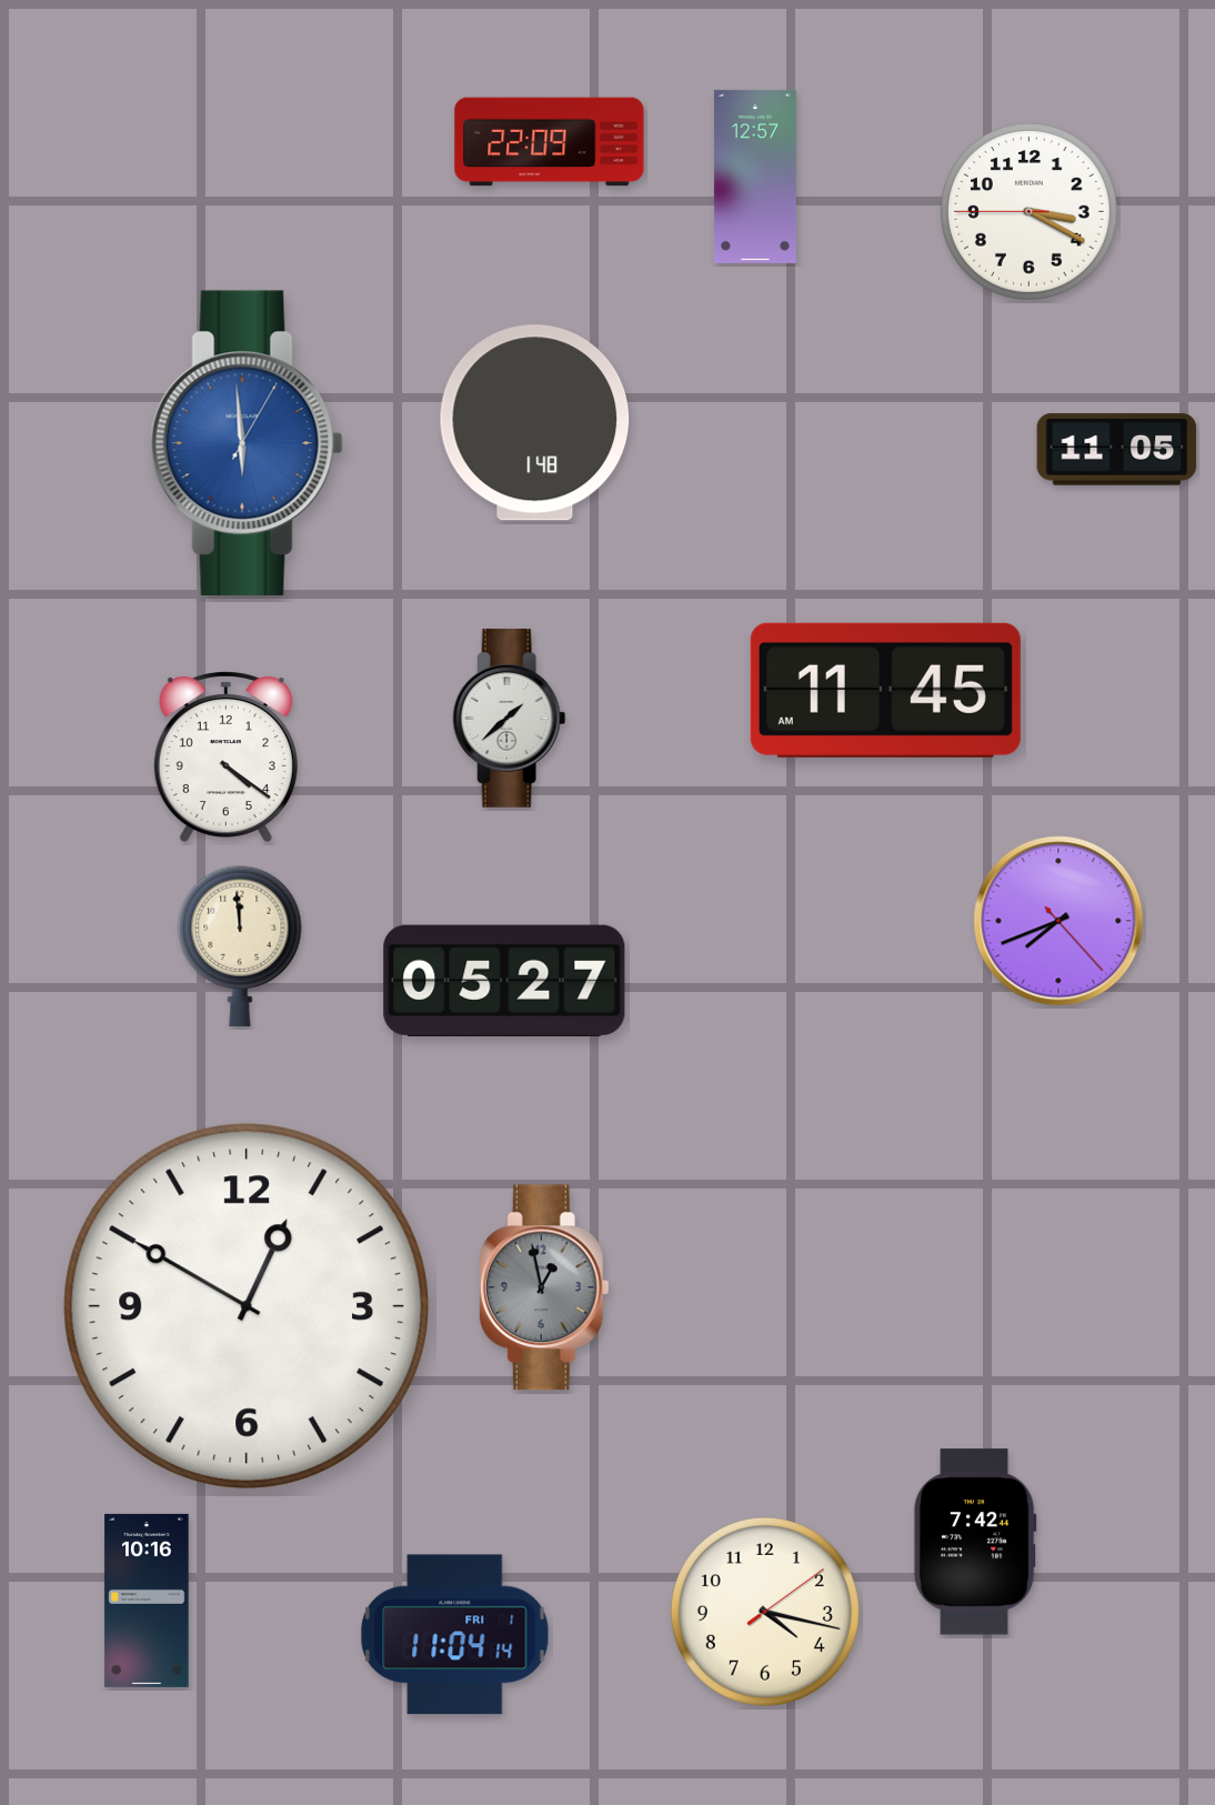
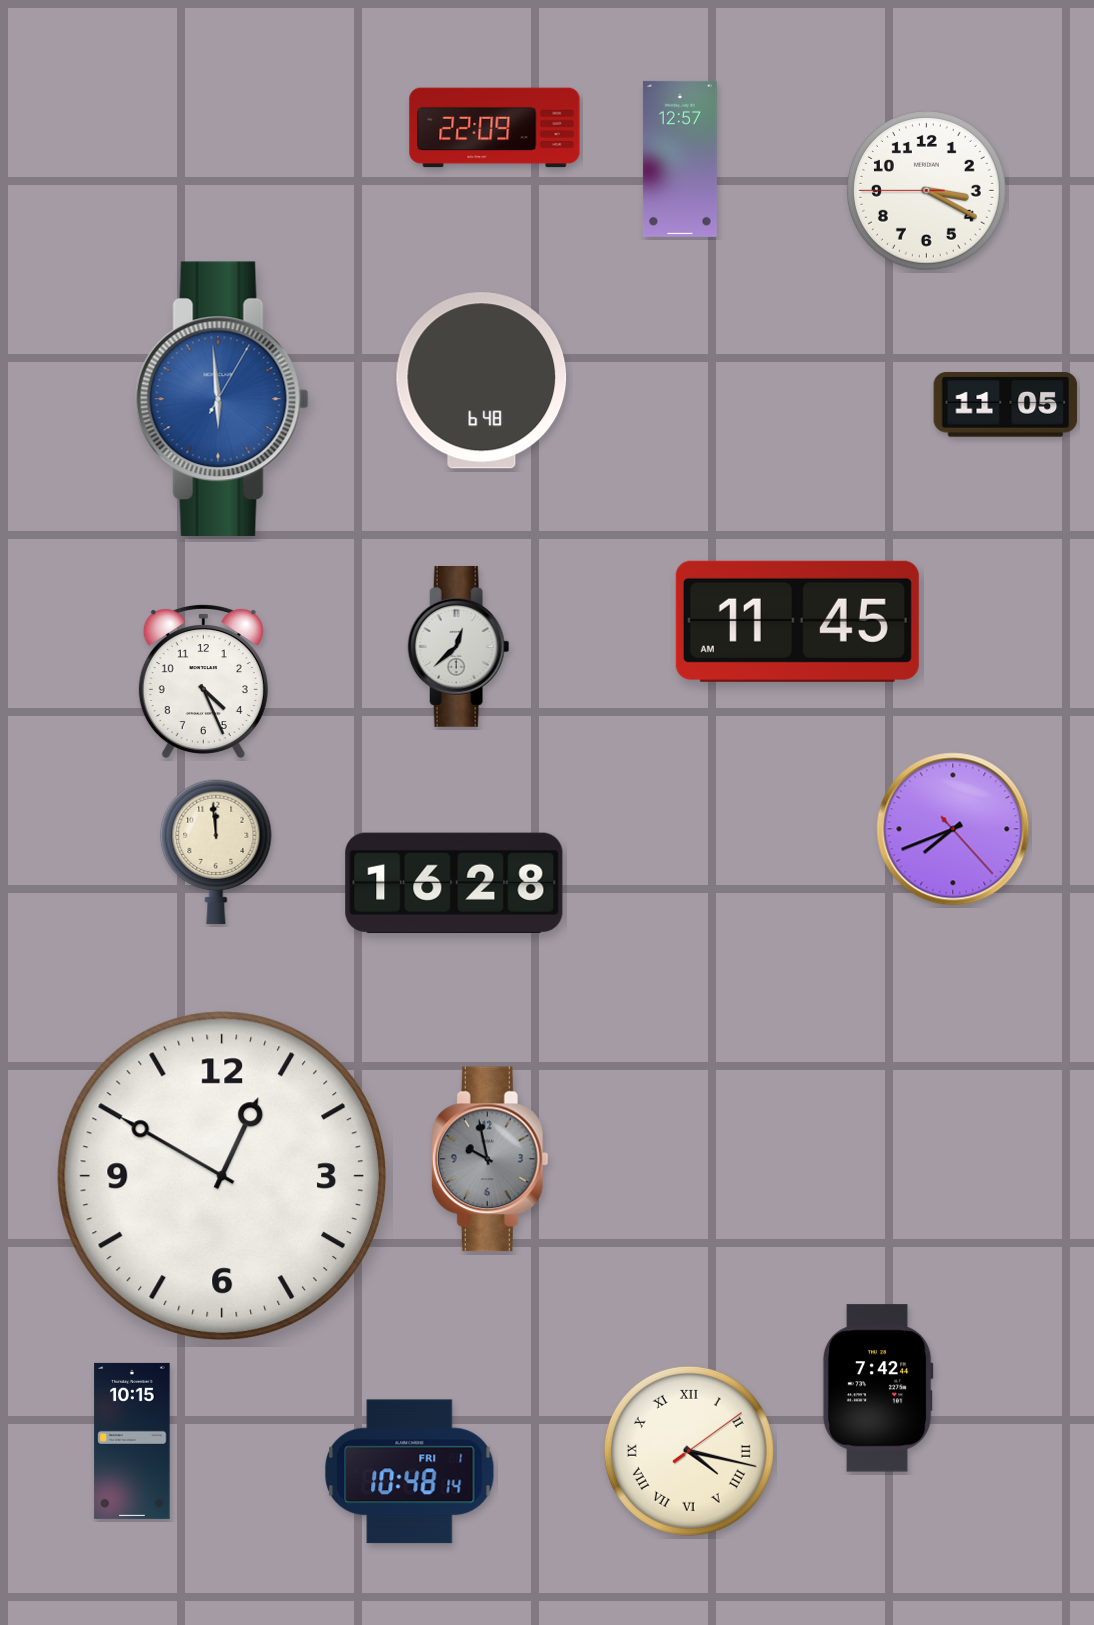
clock at (535, 423): 1:48 -> 6:48
clock at (510, 718): 1:38 -> 12:38
clock at (225, 756): 4:21 -> 4:26
clock at (504, 980): 05:27 -> 16:28
clock at (544, 1287): 12:58 -> 9:58
clock at (147, 1601): 10:16 -> 10:15
clock at (765, 1612) numerals: Arabic -> Roman
clock at (455, 1635): 11:04 -> 10:48
